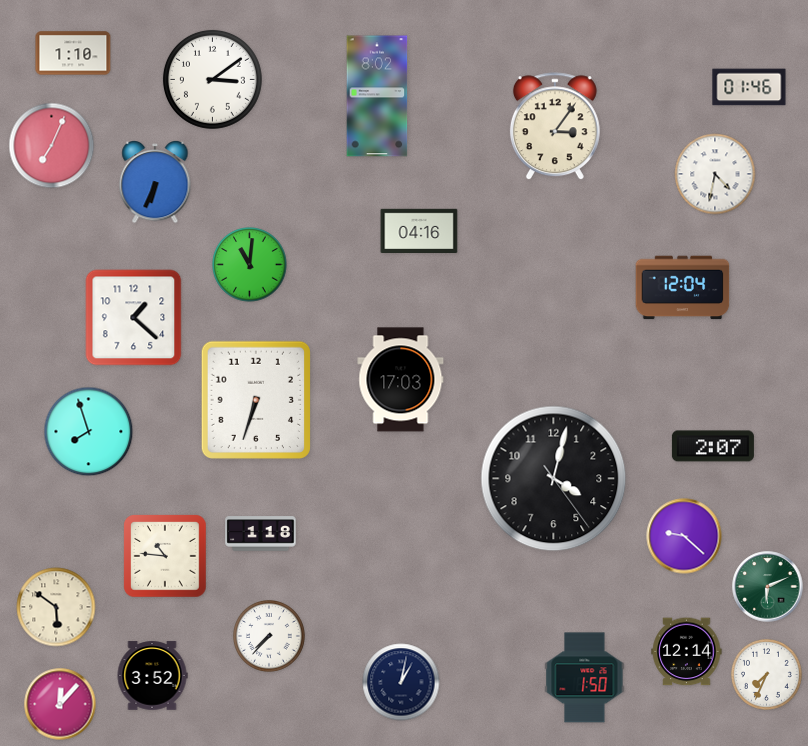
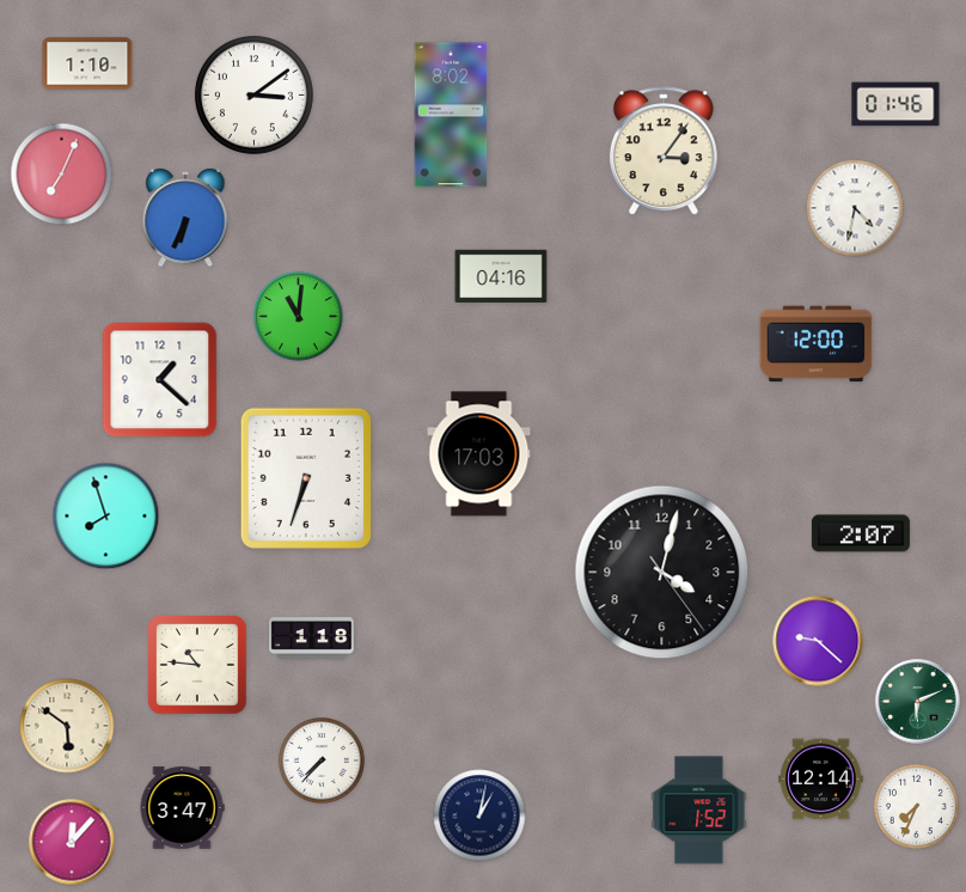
clock at (683, 288): 12:04 -> 12:00
clock at (713, 446) position: (713, 446) -> (861, 533)
clock at (152, 676): 3:52 -> 3:47
clock at (585, 678): 1:50 -> 1:52
